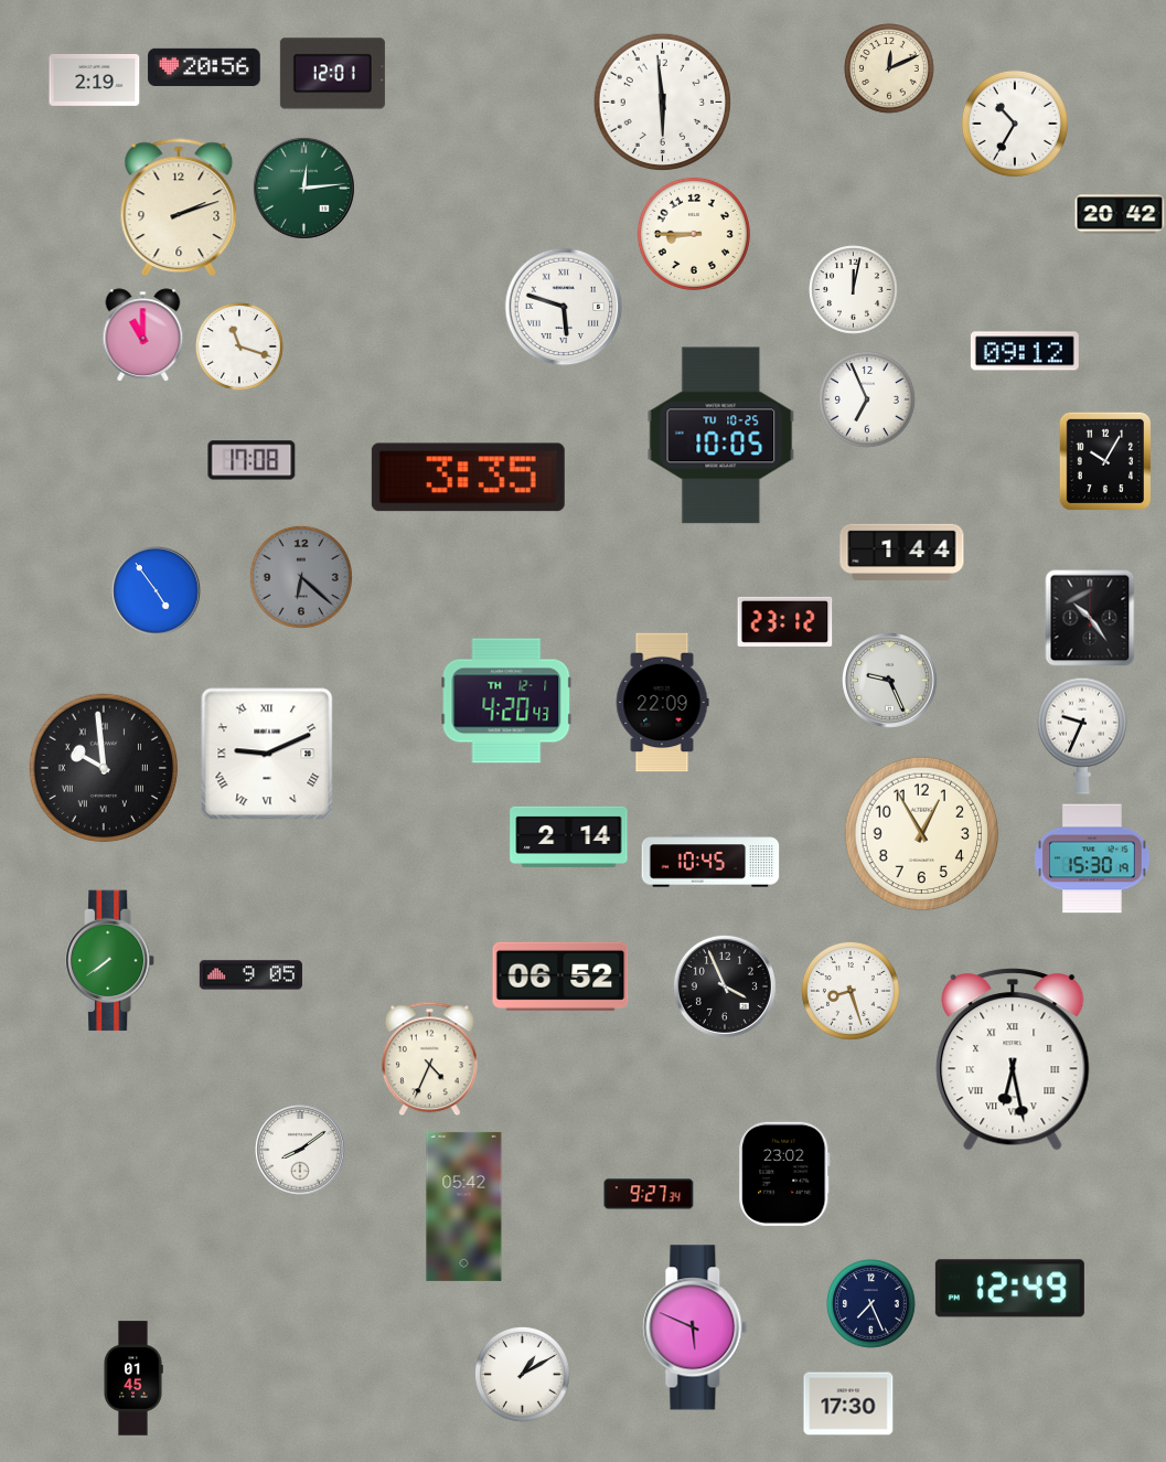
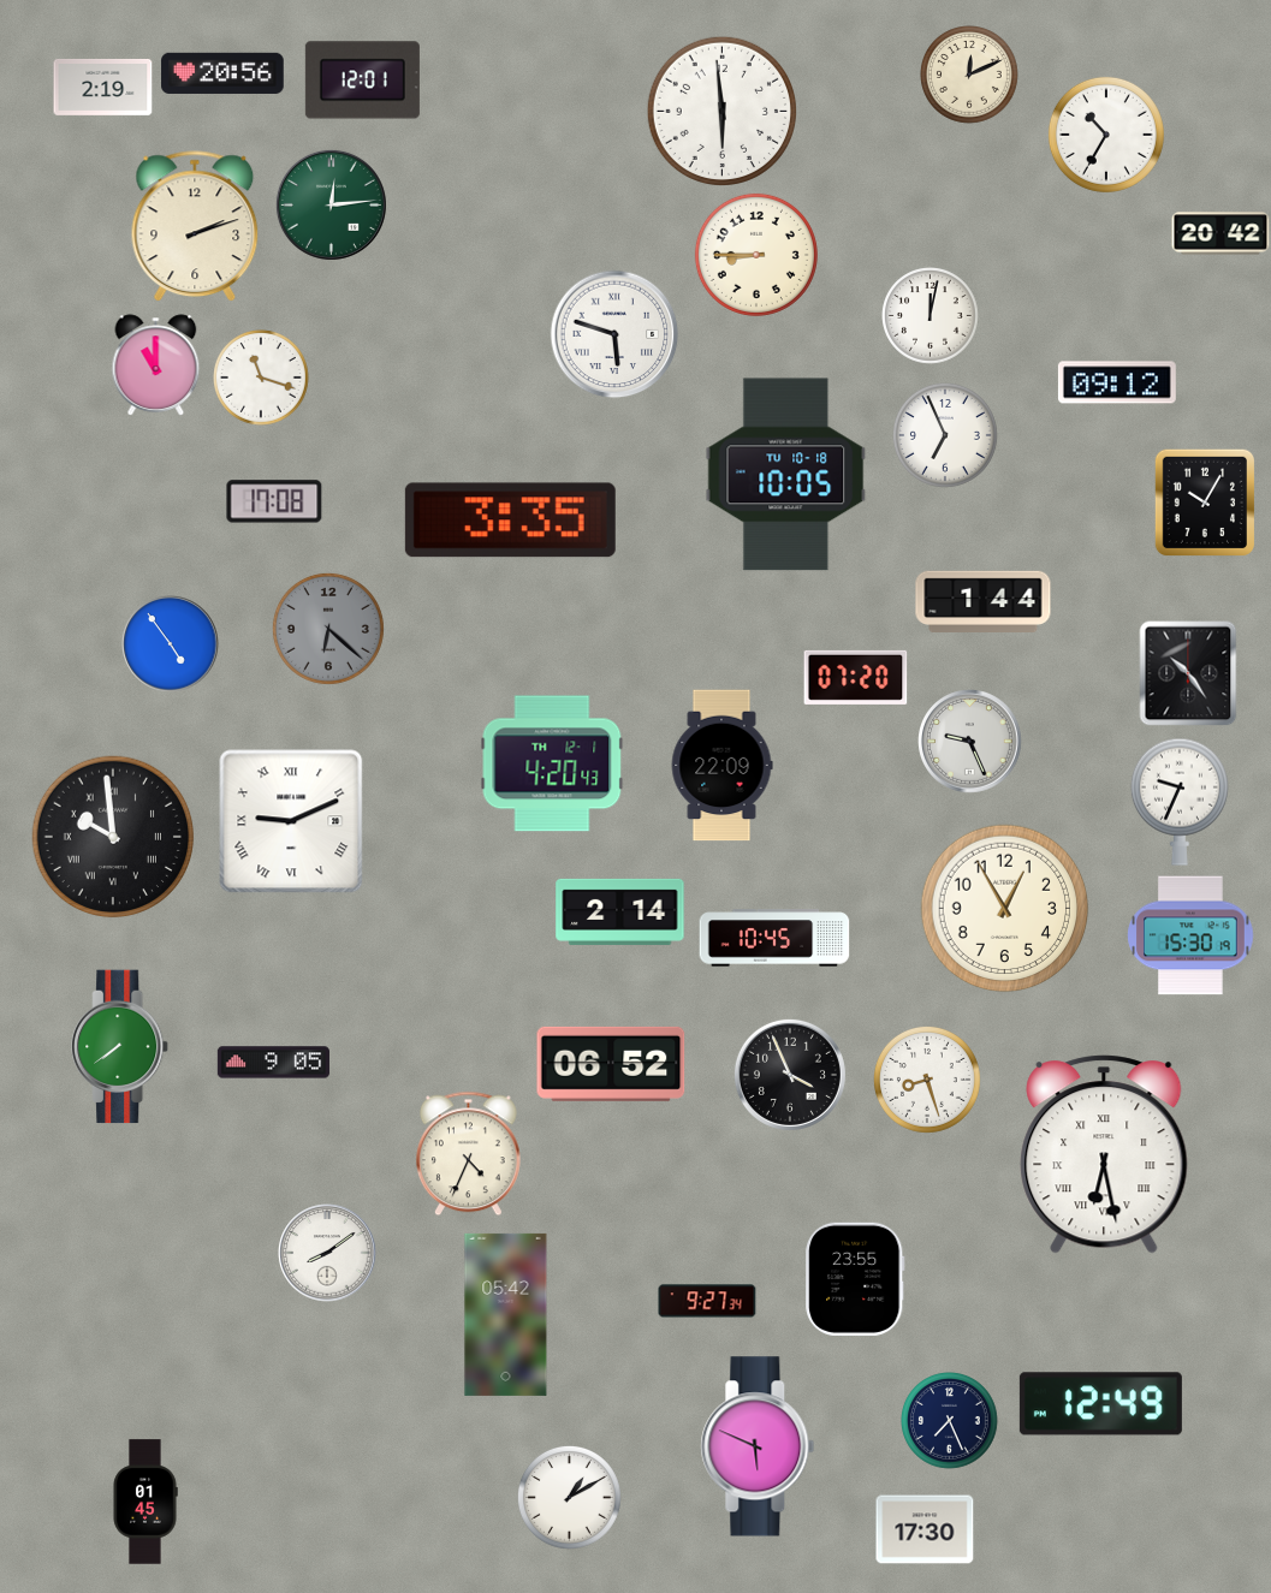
clock at (721, 436) date: TU 10-25 -> TU 10-18
clock at (785, 621): 23:12 -> 07:20
clock at (784, 1174): 23:02 -> 23:55
